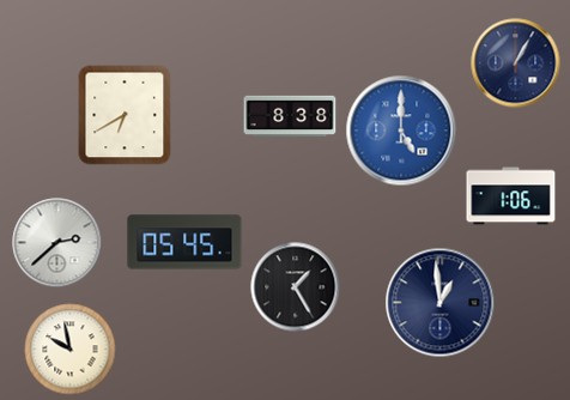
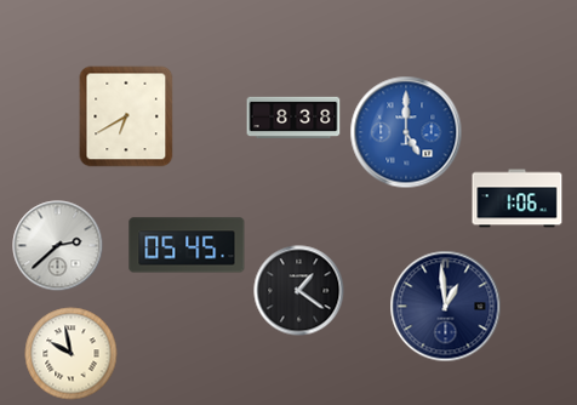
clock at (516, 63): 1:05 -> none
clock at (296, 287): 1:25 -> 1:21
